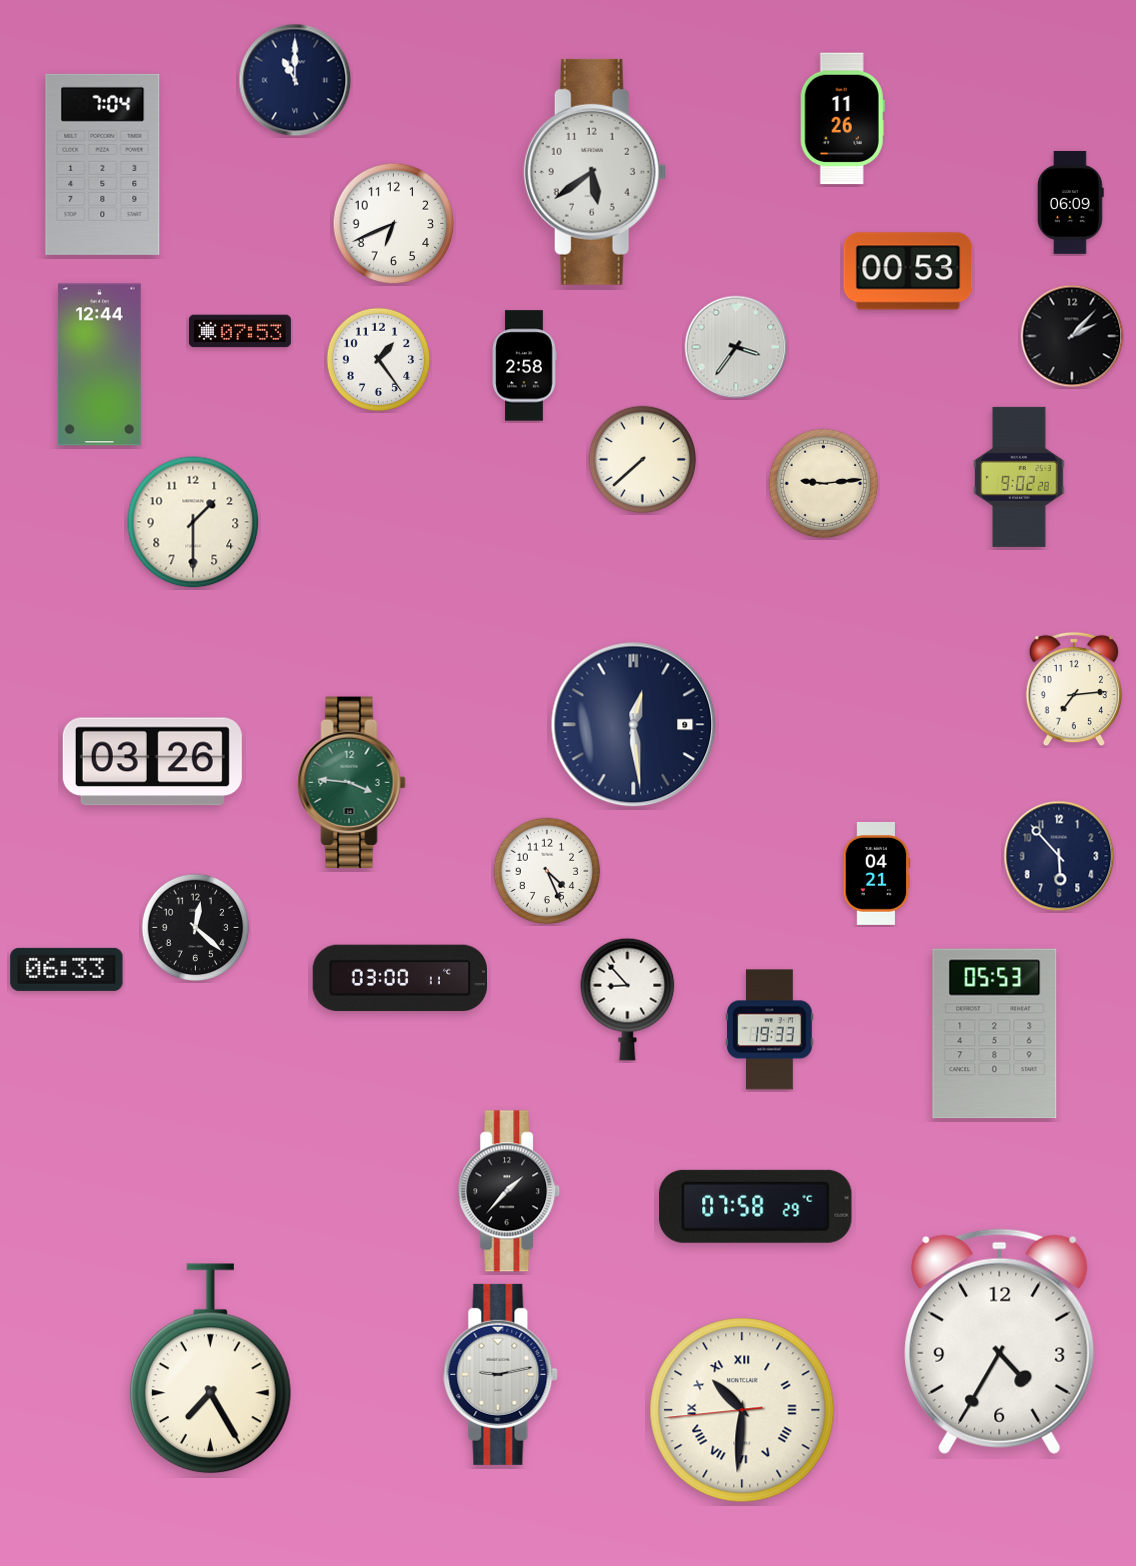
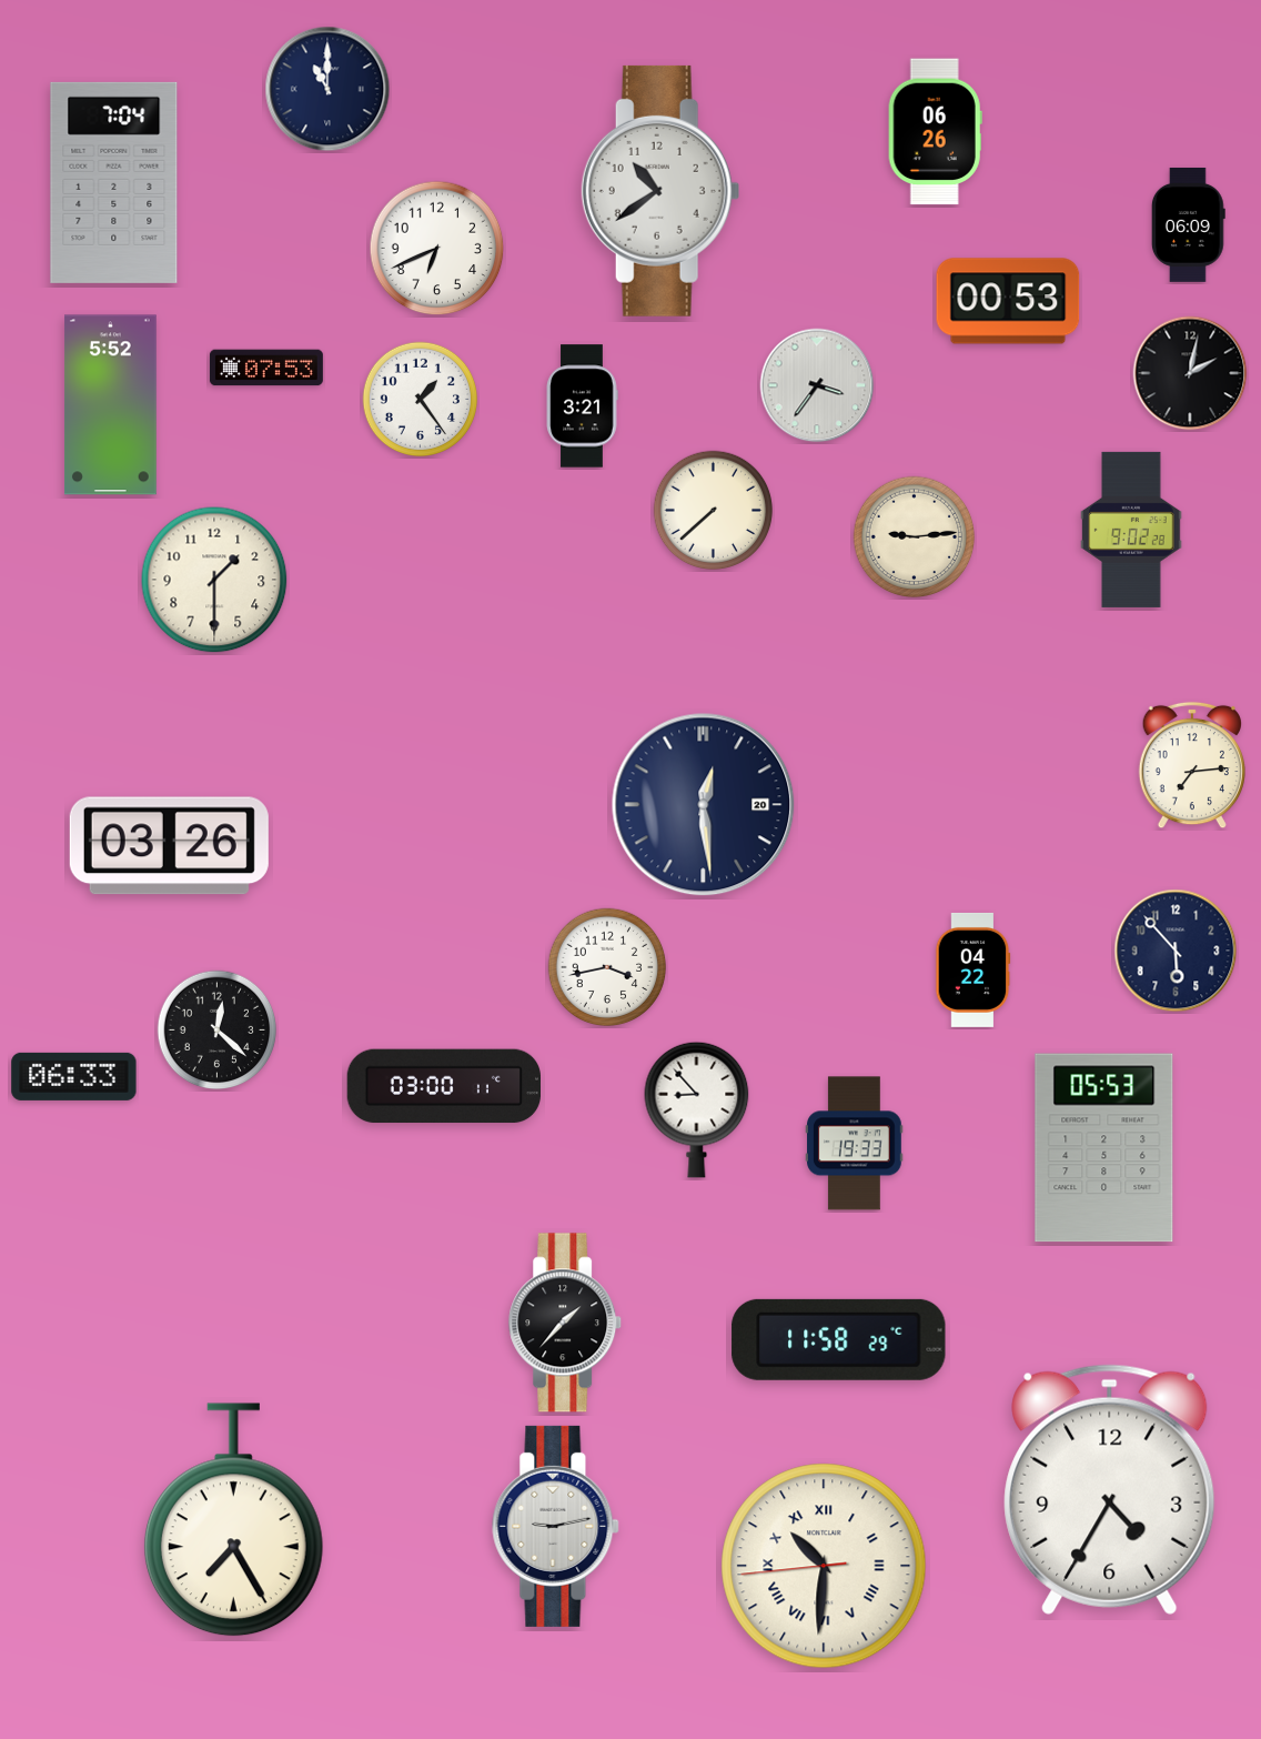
clock at (842, 119): 11:26 -> 06:26
clock at (595, 172): 5:39 -> 10:39
clock at (1072, 336): 2:07 -> 2:02
clock at (100, 365): 12:44 -> 5:52
clock at (524, 366): 2:58 -> 3:21
clock at (634, 725) date: 9 -> 20
clock at (352, 783): 3:46 -> none
clock at (547, 871): 4:26 -> 3:43
clock at (876, 873): 04:21 -> 04:22
clock at (756, 1206): 07:58 -> 11:58
